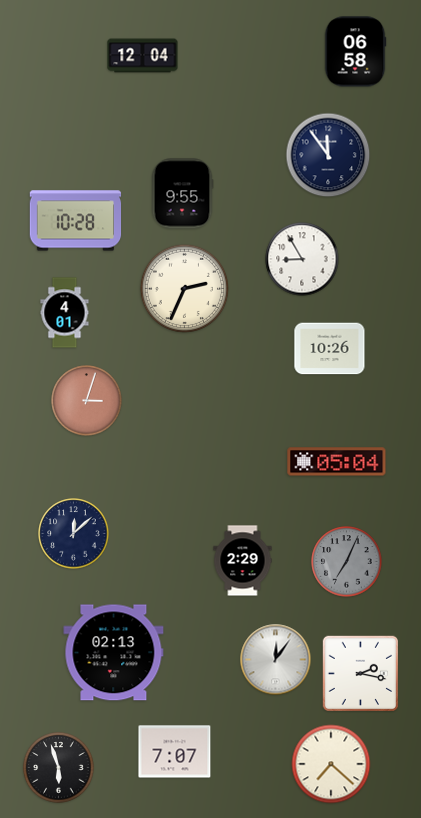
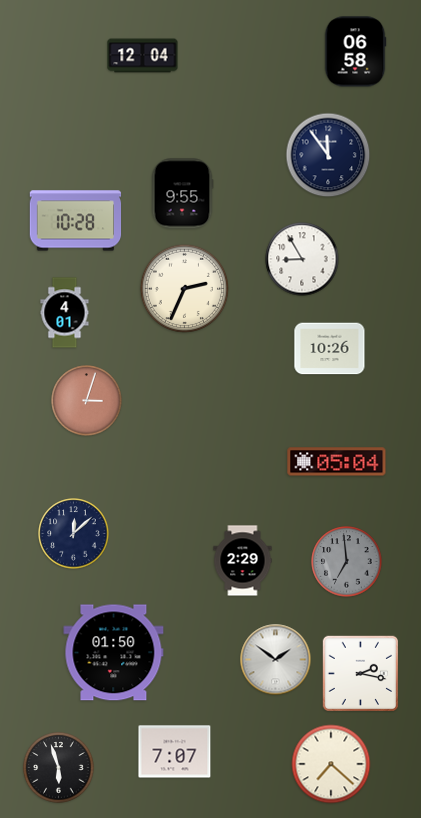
clock at (347, 562): 7:04 -> 6:59
clock at (114, 653): 02:13 -> 01:50
clock at (276, 660): 12:06 -> 1:51
